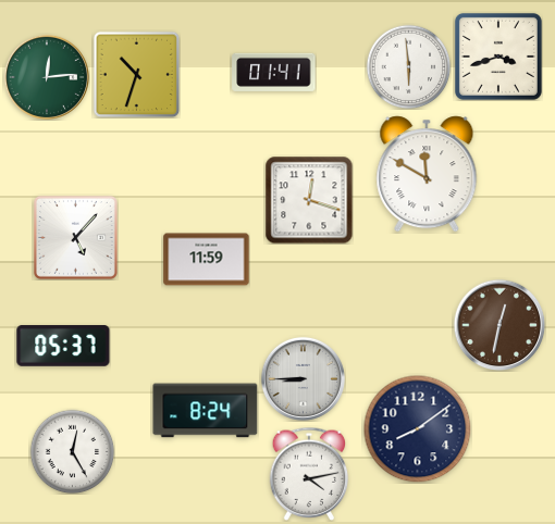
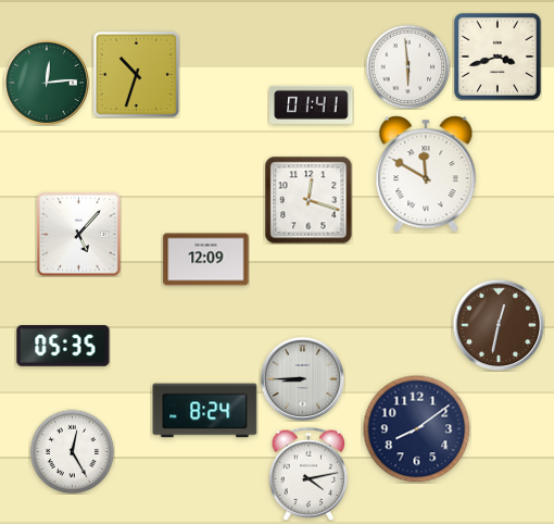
clock at (274, 72) position: (274, 72) -> (312, 104)
clock at (47, 77) position: (47, 77) -> (47, 83)
clock at (75, 237) position: (75, 237) -> (78, 234)
clock at (207, 260): 11:59 -> 12:09
clock at (63, 346): 05:37 -> 05:35
